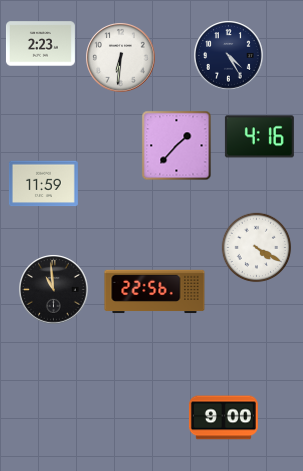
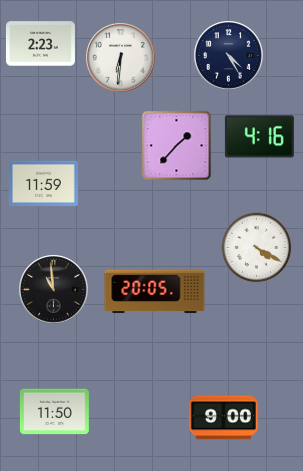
clock at (155, 292): 22:56 -> 20:05
clock at (54, 412): none -> 11:50
